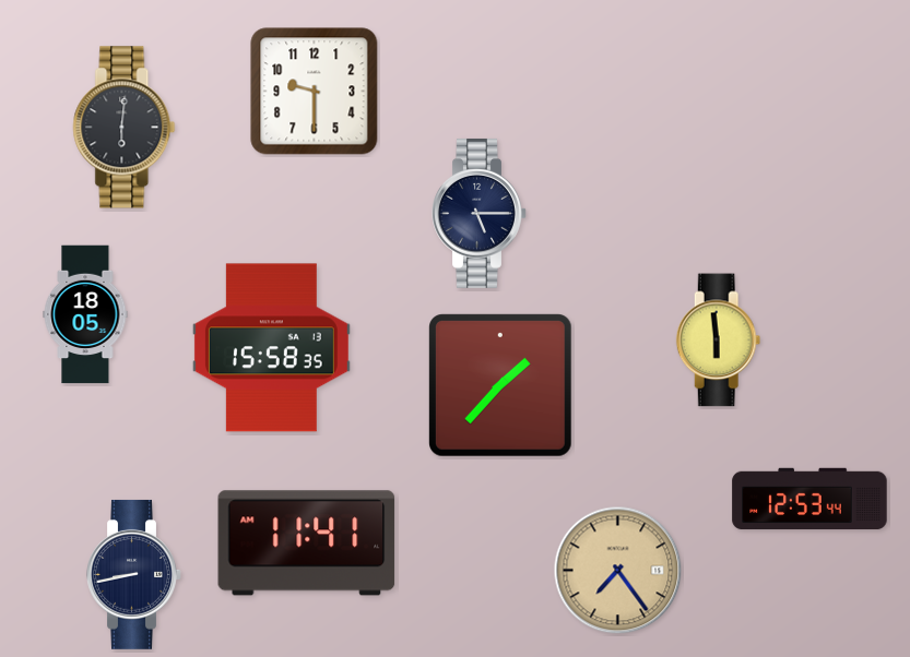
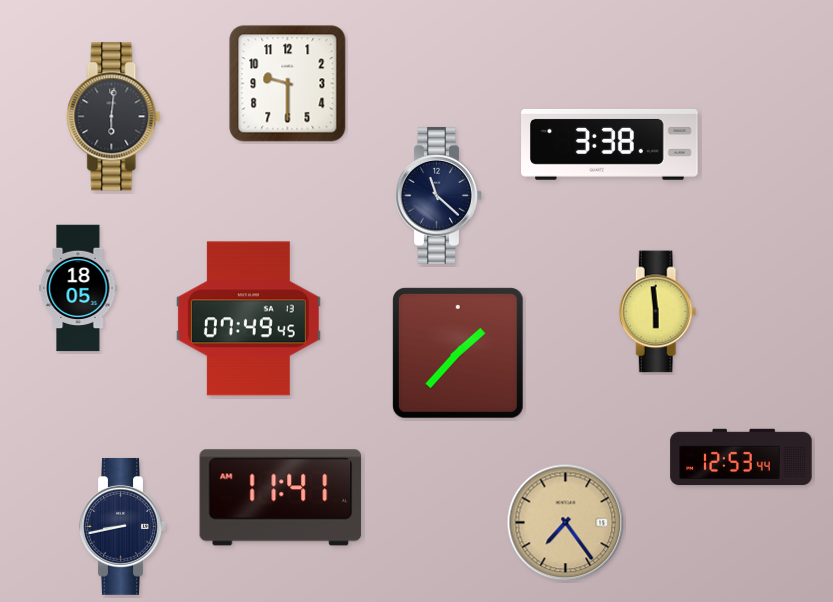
clock at (610, 144): none -> 3:38
clock at (480, 213): 5:15 -> 11:22
clock at (271, 348): 15:58 -> 07:49
